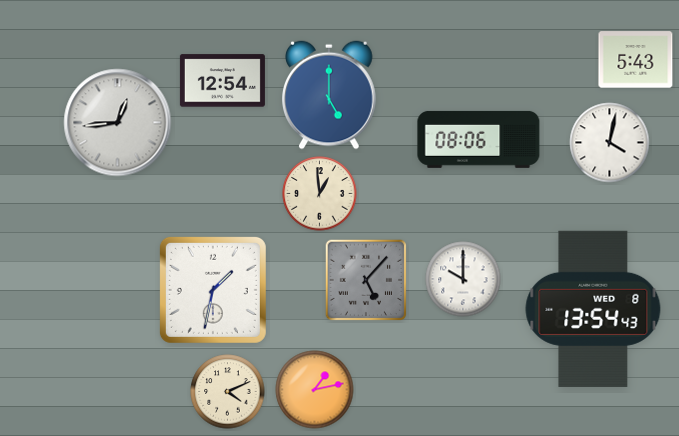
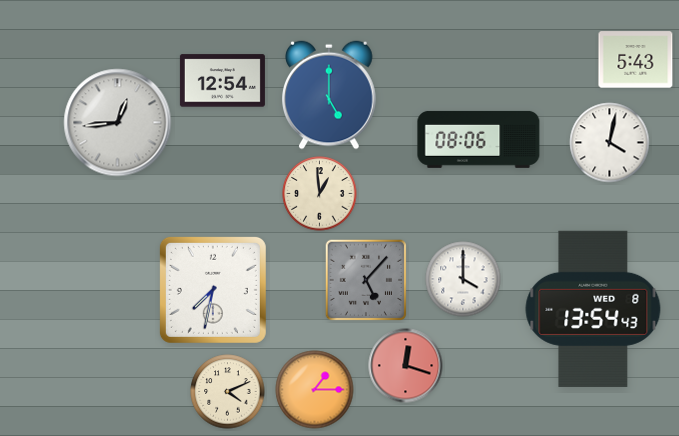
clock at (463, 279): 10:00 -> 4:00
clock at (213, 290): 1:32 -> 7:32
clock at (406, 366): none -> 12:18
clock at (315, 390): 1:13 -> 1:15
